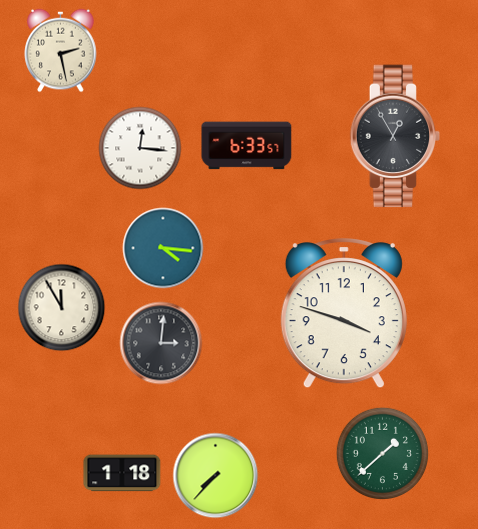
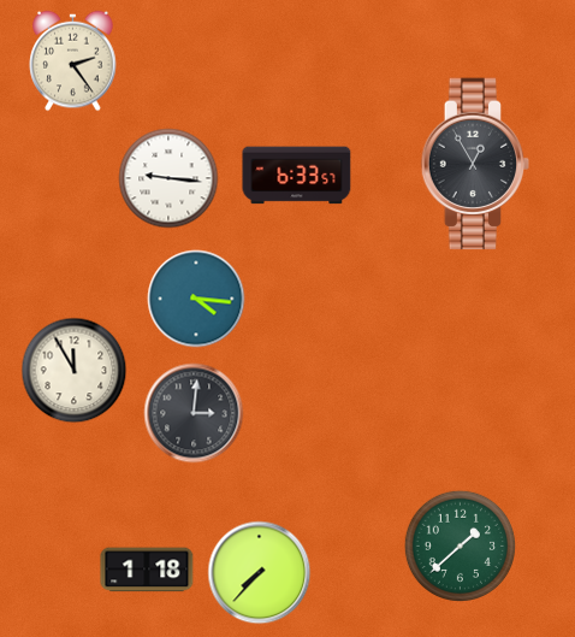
clock at (61, 51): 2:28 -> 2:24
clock at (140, 148): 12:16 -> 9:16
clock at (344, 314): 3:48 -> none
